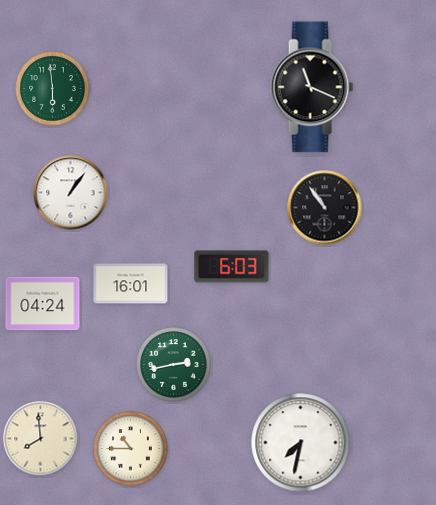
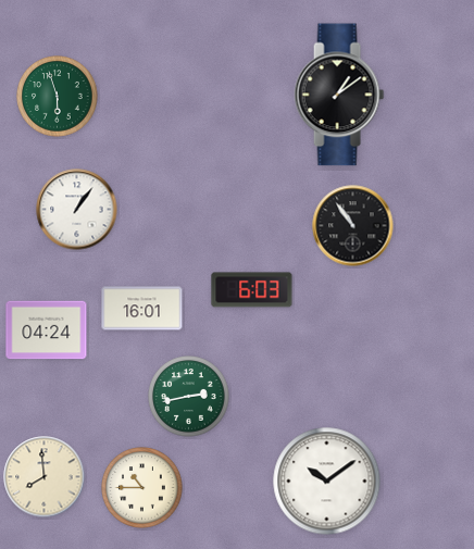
clock at (312, 87): 11:19 -> 1:09
clock at (53, 89): 5:59 -> 5:57
clock at (301, 443): 7:32 -> 10:09
